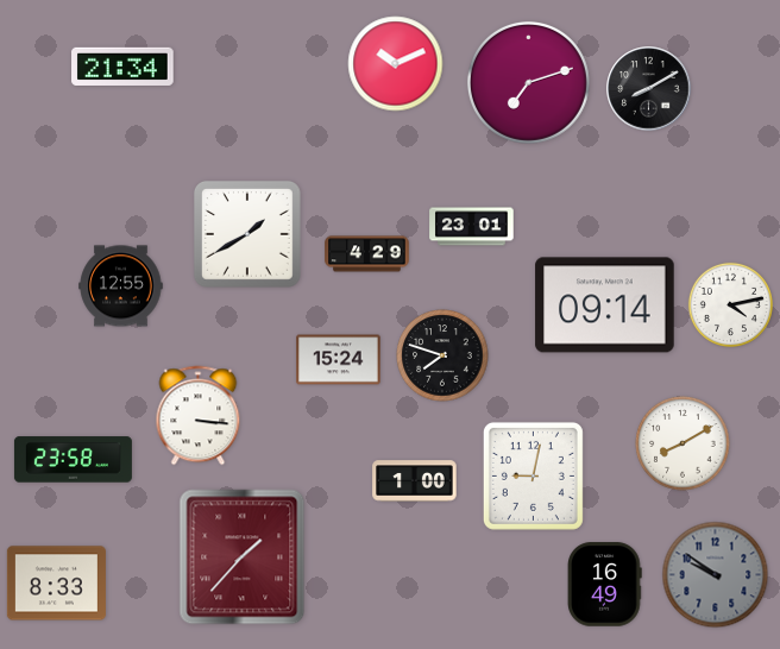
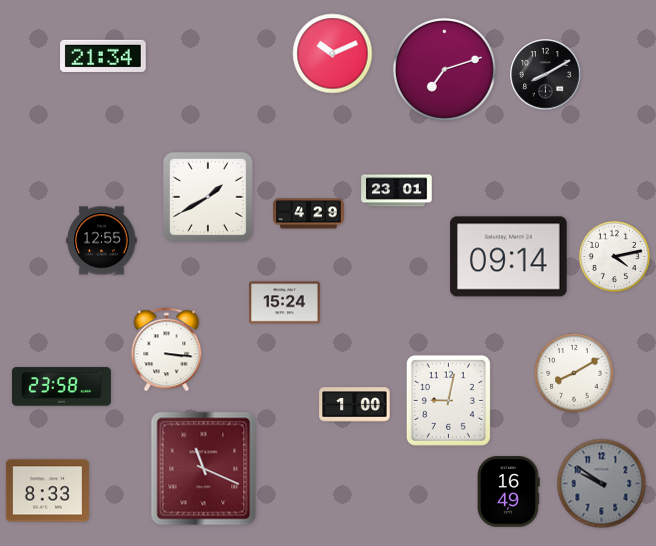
clock at (442, 355): 7:48 -> none
clock at (415, 481) position: (415, 481) -> (355, 405)
clock at (243, 557): 1:37 -> 11:19
